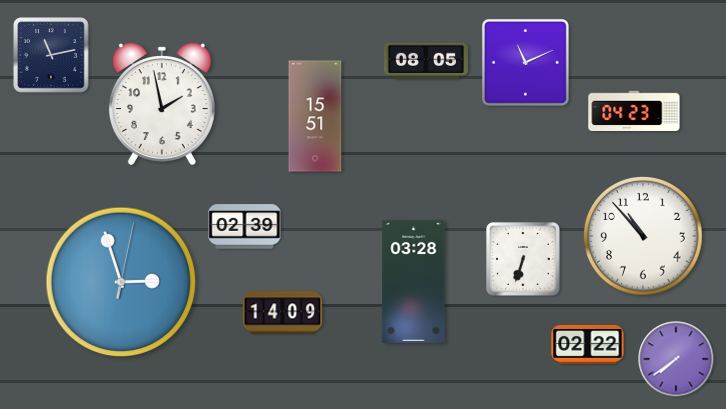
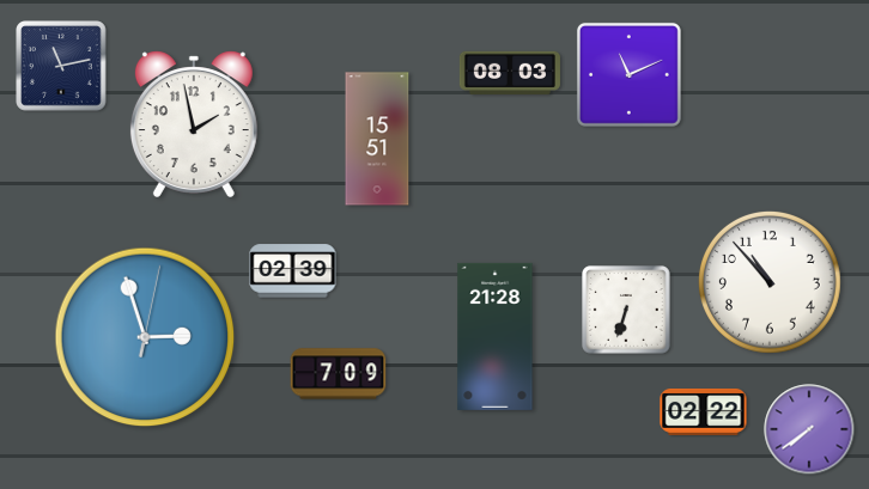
clock at (426, 61): 08:05 -> 08:03
clock at (634, 110): 04:23 -> none
clock at (414, 281): 03:28 -> 21:28
clock at (283, 313): 14:09 -> 7:09
